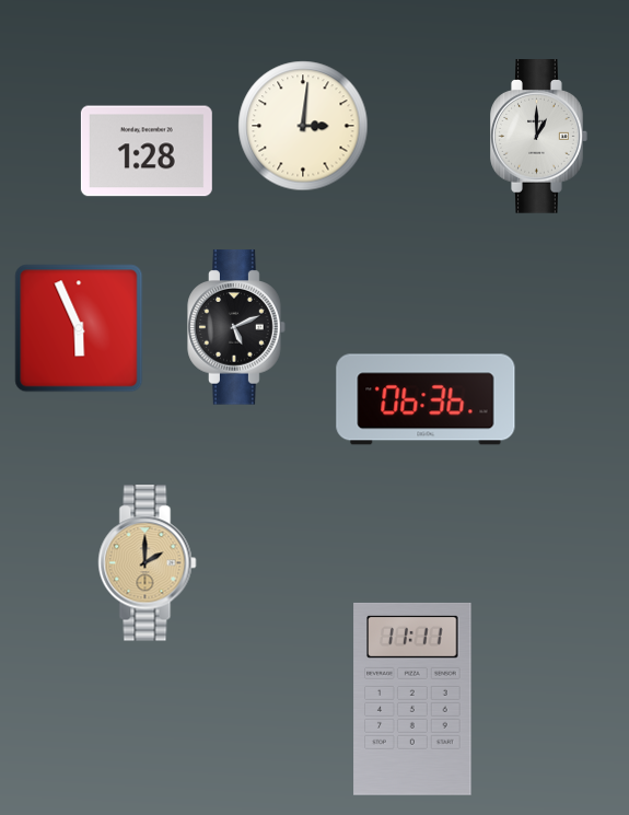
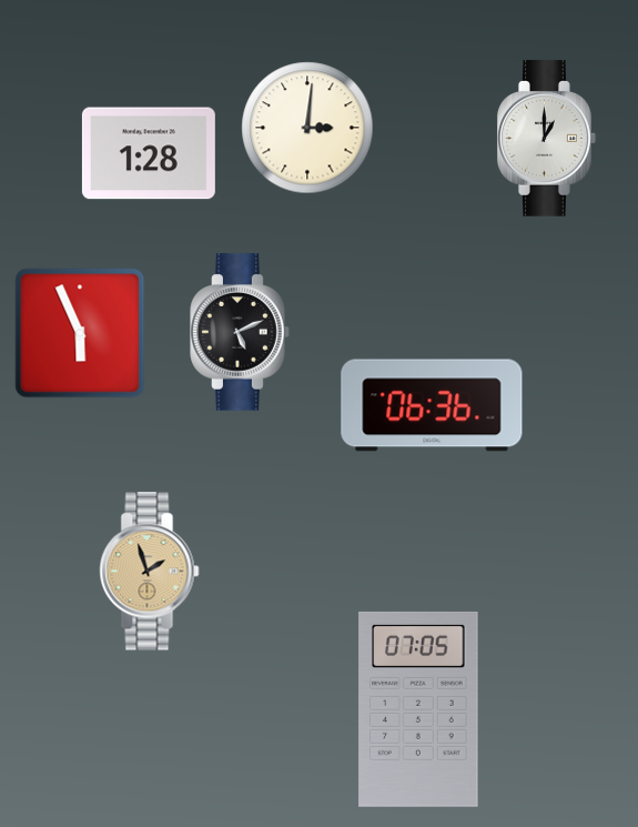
clock at (148, 563): 2:00 -> 1:57
clock at (412, 699): 11:11 -> 07:05
